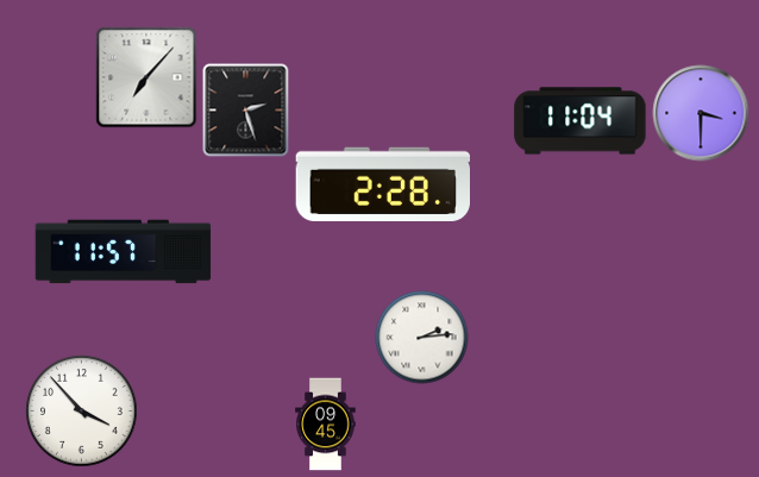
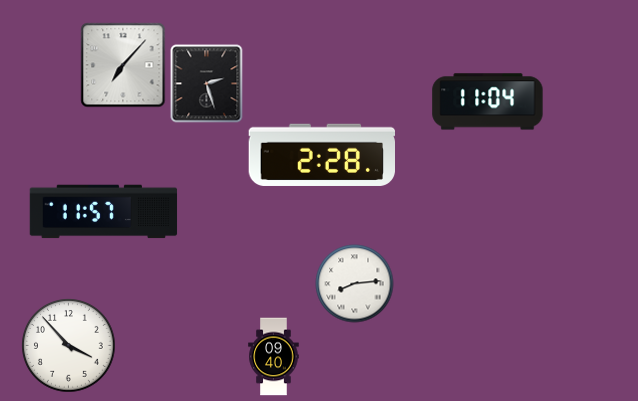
clock at (246, 109) position: (246, 109) -> (207, 83)
clock at (701, 113): 3:30 -> none
clock at (421, 337): 2:14 -> 8:14
clock at (326, 423): 09:45 -> 09:40
